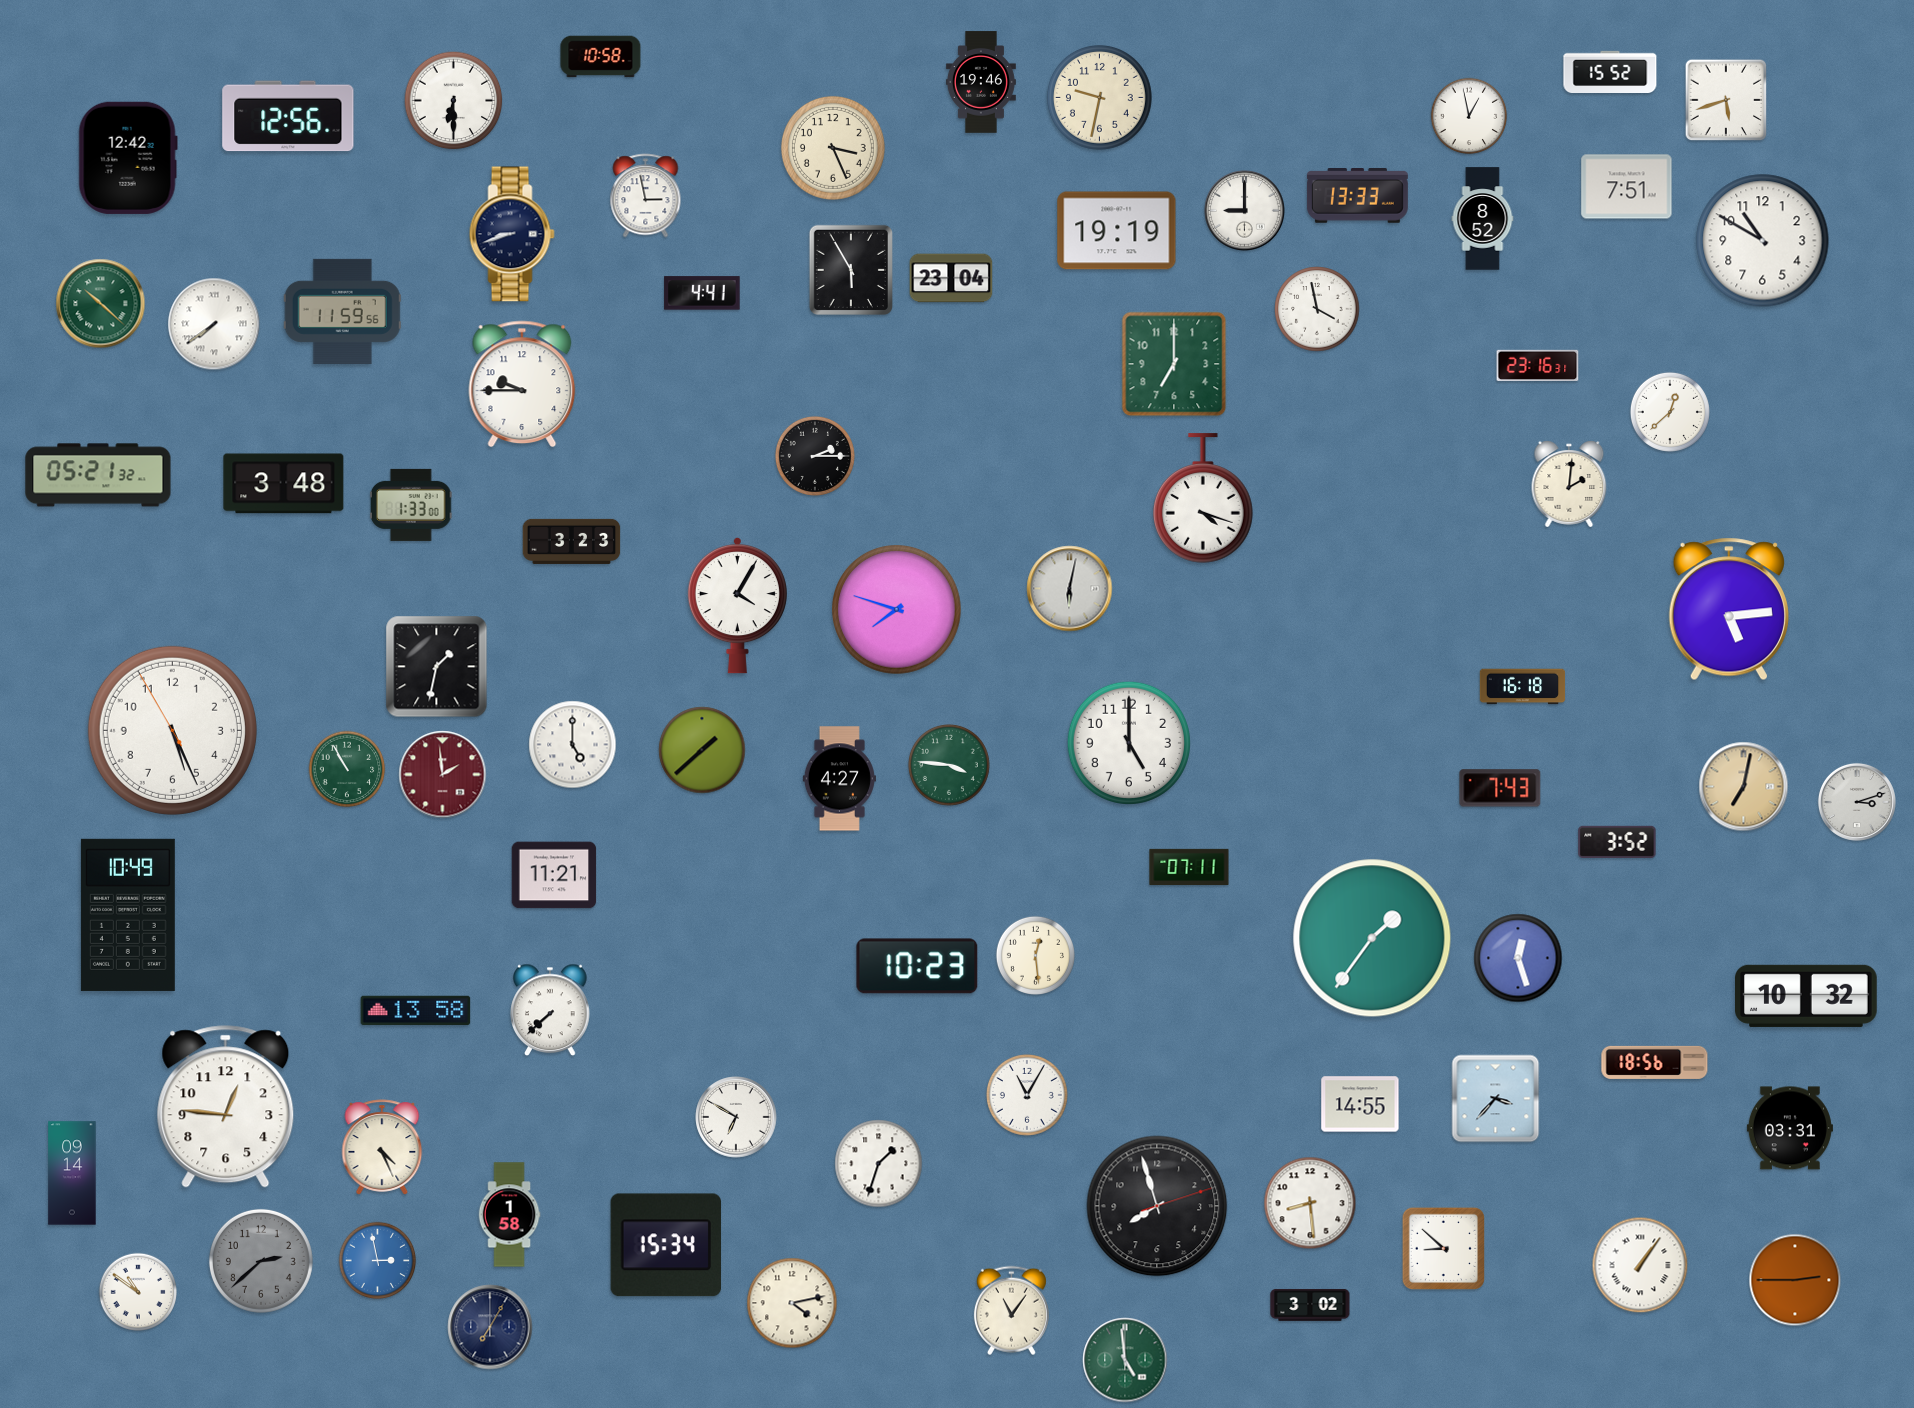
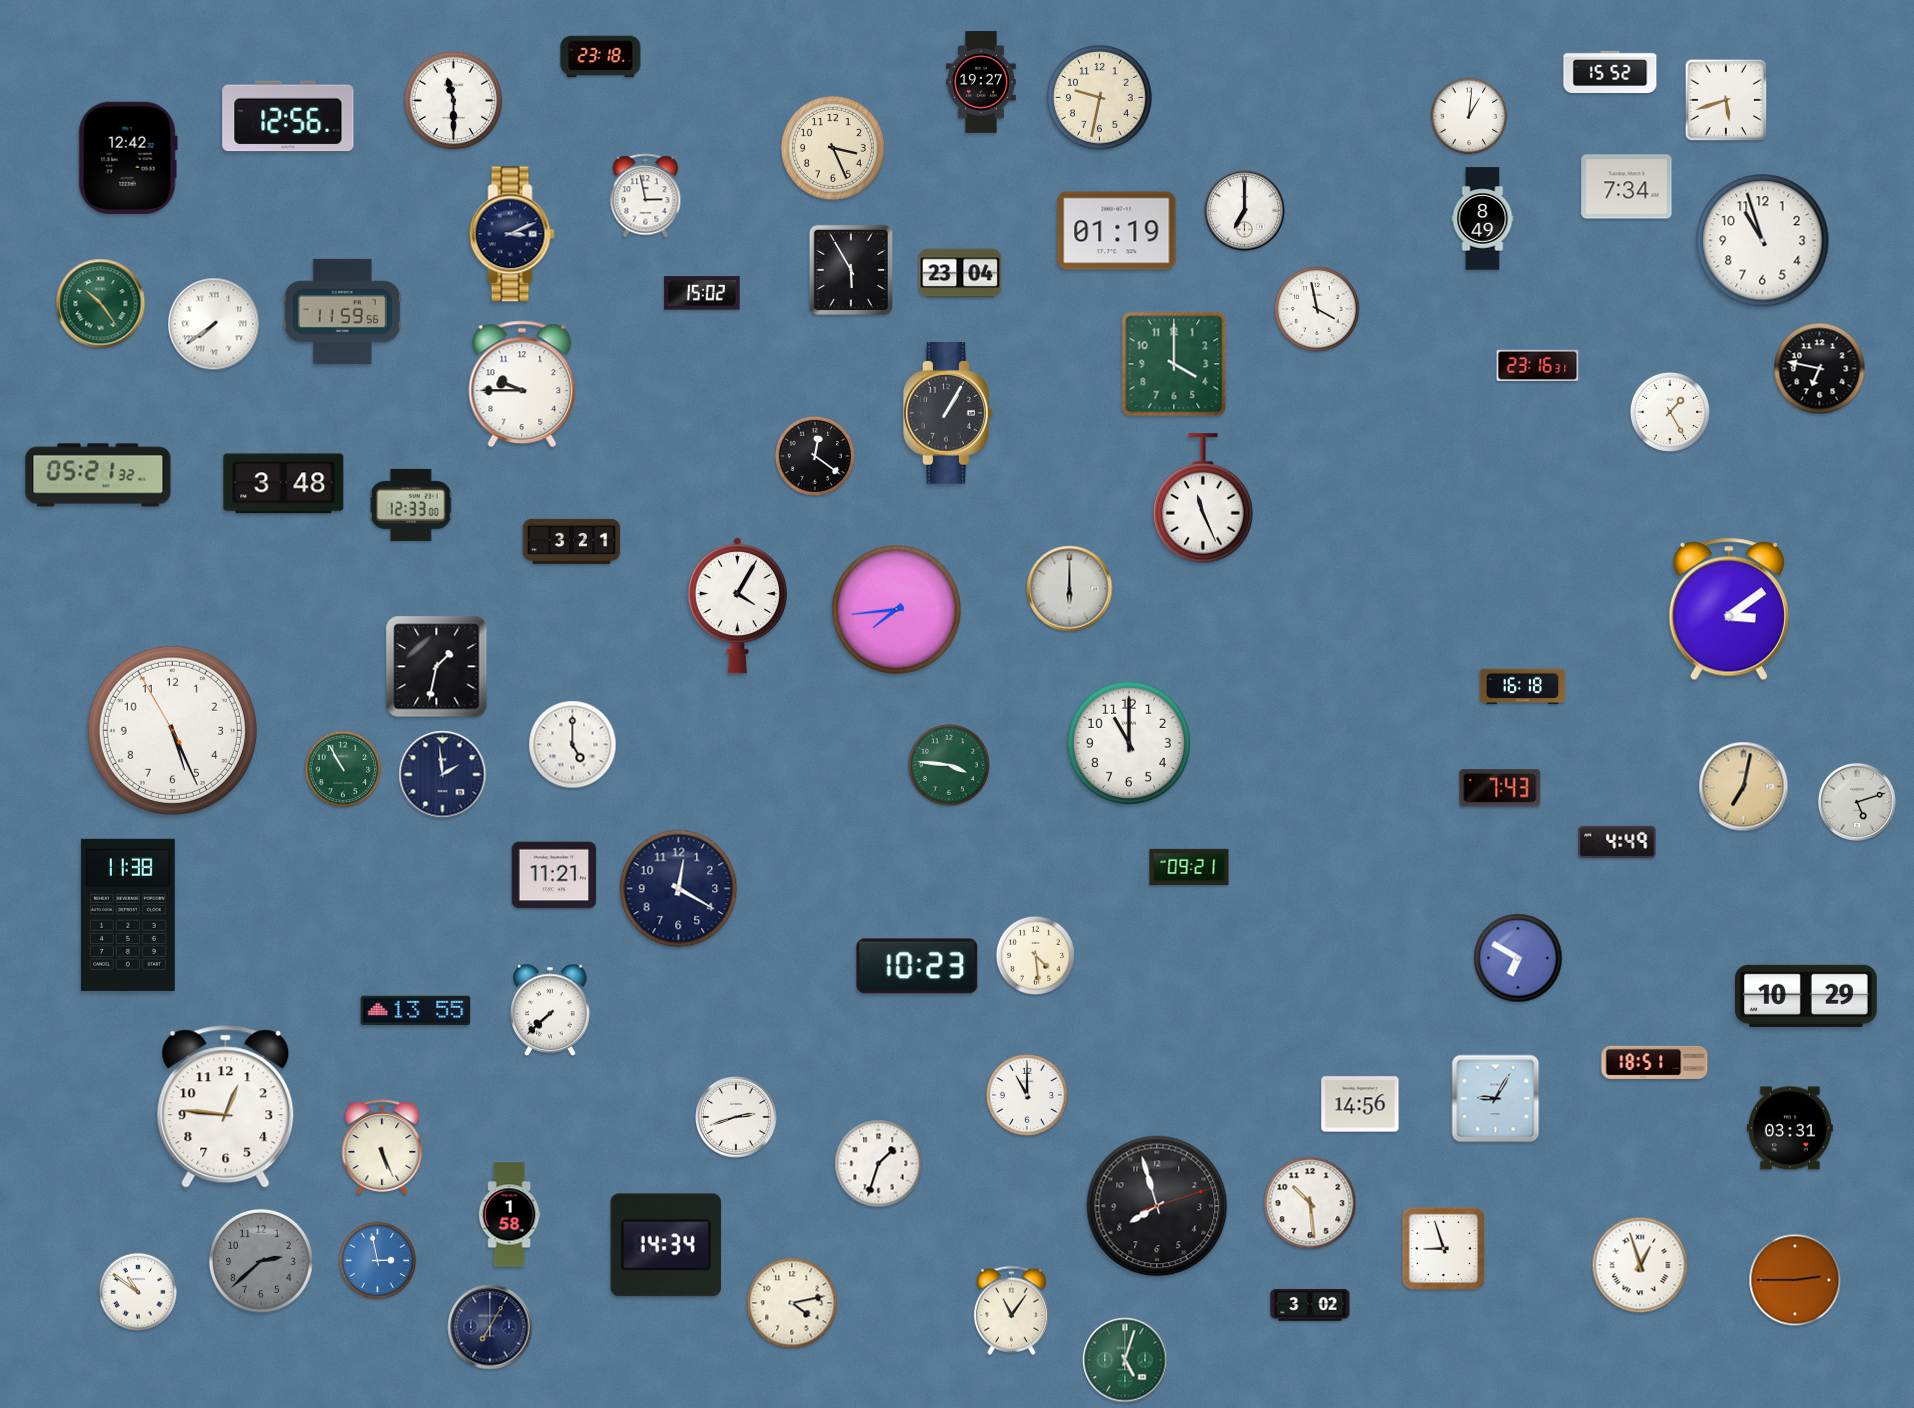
clock at (601, 57): 10:58 -> 23:18
clock at (981, 82): 19:46 -> 19:27
clock at (454, 101): 6:30 -> 11:30
clock at (1469, 116): 12:58 -> 1:01
clock at (1627, 187): 7:51 -> 7:34
clock at (1357, 196): 13:33 -> none
clock at (1245, 211): 9:00 -> 7:00
clock at (1483, 219): 8:52 -> 8:49
clock at (1117, 231): 19:19 -> 01:19
clock at (512, 234): 8:42 -> 3:11
clock at (1763, 241): 10:50 -> 10:57
clock at (951, 278) position: (951, 278) -> (960, 273)
clock at (702, 293): 4:41 -> 15:02
clock at (101, 304): 10:22 -> 10:24
clock at (1174, 364): 7:00 -> 4:00
clock at (1820, 369): none -> 6:47
clock at (1670, 412): 12:38 -> 1:25
clock at (949, 414): none -> 1:05
clock at (815, 456): 2:15 -> 12:21
clock at (1569, 484): 2:01 -> none
clock at (1204, 498): 4:18 -> 11:26
clock at (411, 505): 1:33 -> 12:33
clock at (572, 541): 3:23 -> 3:21
clock at (1070, 589): 6:02 -> 6:00
clock at (1728, 609): 5:14 -> 3:09
clock at (897, 610): 7:48 -> 7:44
clock at (1129, 743): 5:00 -> 11:00
clock at (702, 750): 1:38 -> none
clock at (347, 769) position: (347, 769) -> (343, 769)
clock at (443, 775) dial: burgundy -> navy
clock at (839, 779): 4:27 -> none
clock at (1857, 802): 3:12 -> 5:12
clock at (1617, 842): 3:52 -> 4:49
clock at (1189, 867): 07:11 -> 09:21
clock at (679, 889): none -> 12:20
clock at (128, 915): 10:49 -> 11:38
clock at (1372, 938): 1:36 -> none
clock at (1035, 955): 12:29 -> 4:29
clock at (1518, 958): 12:27 -> 6:50
clock at (1807, 996): 10:32 -> 10:29
clock at (416, 1011): 13:58 -> 13:55
clock at (1655, 1062): 18:56 -> 18:51
clock at (1027, 1095): 11:05 -> 11:00
clock at (1496, 1099): 3:37 -> 9:05
clock at (1360, 1104): 14:55 -> 14:56
clock at (736, 1117): 6:50 -> 2:42
clock at (382, 1147): 4:26 -> 5:26
clock at (72, 1173): 09:14 -> none
clock at (1310, 1203): 8:29 -> 10:29
clock at (665, 1245): 15:34 -> 14:34
clock at (1443, 1248): 8:52 -> 8:57
clock at (1640, 1265): 1:06 -> 12:57
clock at (1125, 1360): 4:59 -> 5:03
